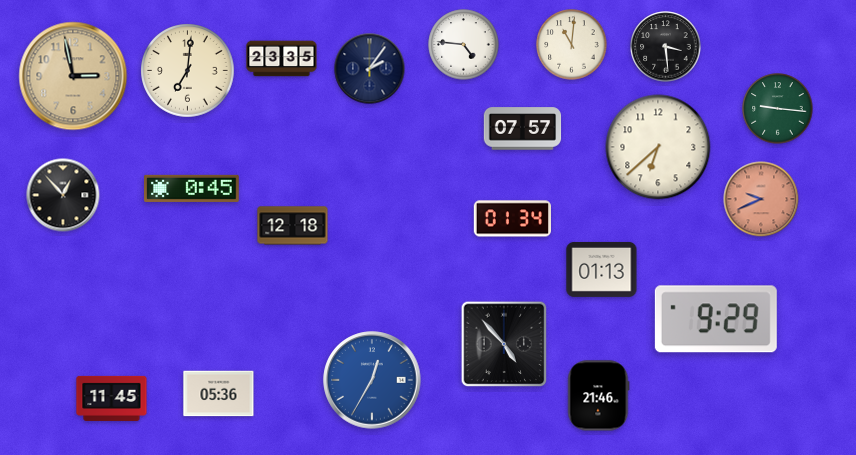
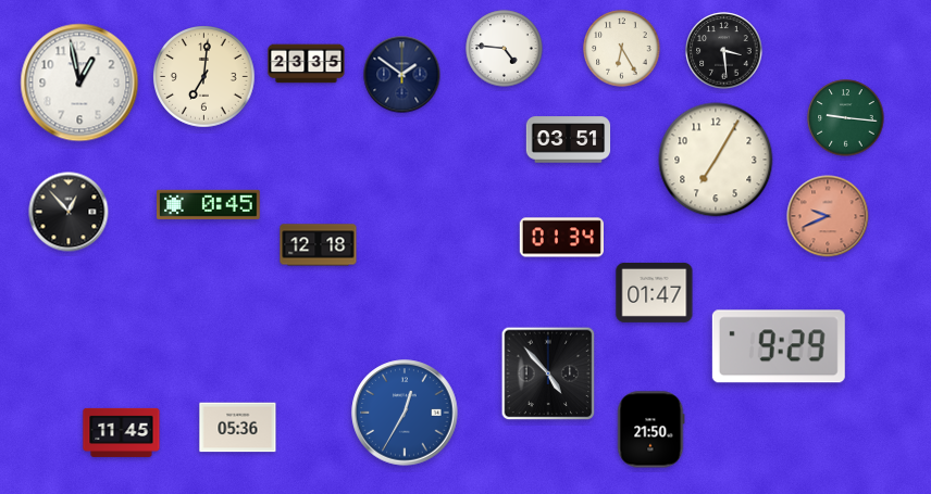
clock at (572, 45): 11:01 -> 6:25
clock at (370, 69): 2:06 -> 1:51
clock at (73, 76): 2:58 -> 12:58
clock at (73, 76) dial: champagne -> white
clock at (523, 129): 07:57 -> 03:51
clock at (658, 147): 6:38 -> 7:05
clock at (512, 219) position: (512, 219) -> (561, 238)
clock at (602, 269): 01:13 -> 01:47
clock at (598, 396): 21:46 -> 21:50
